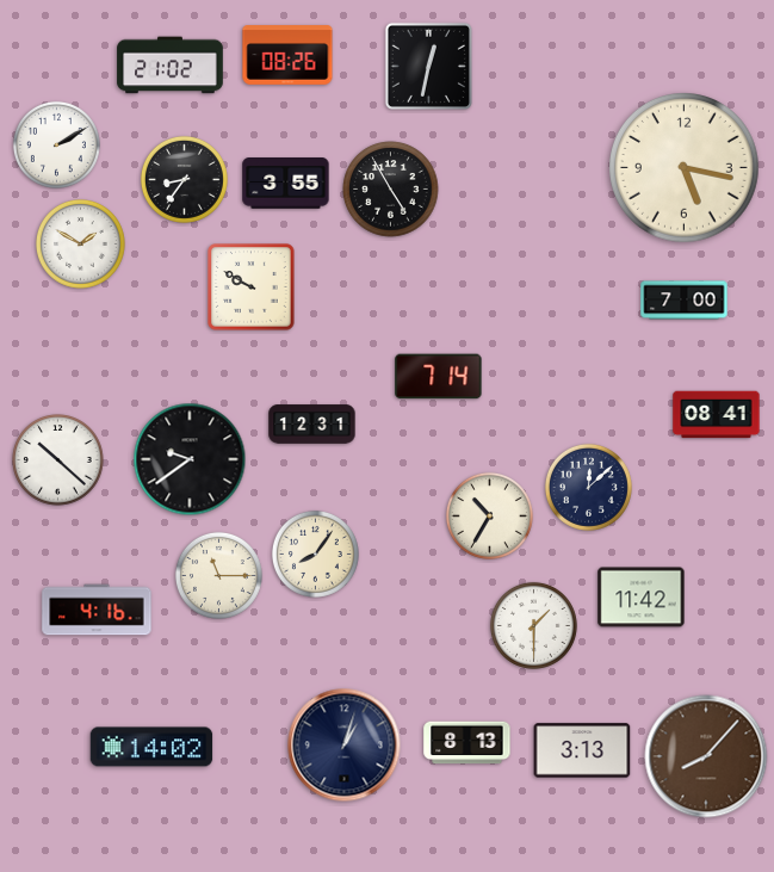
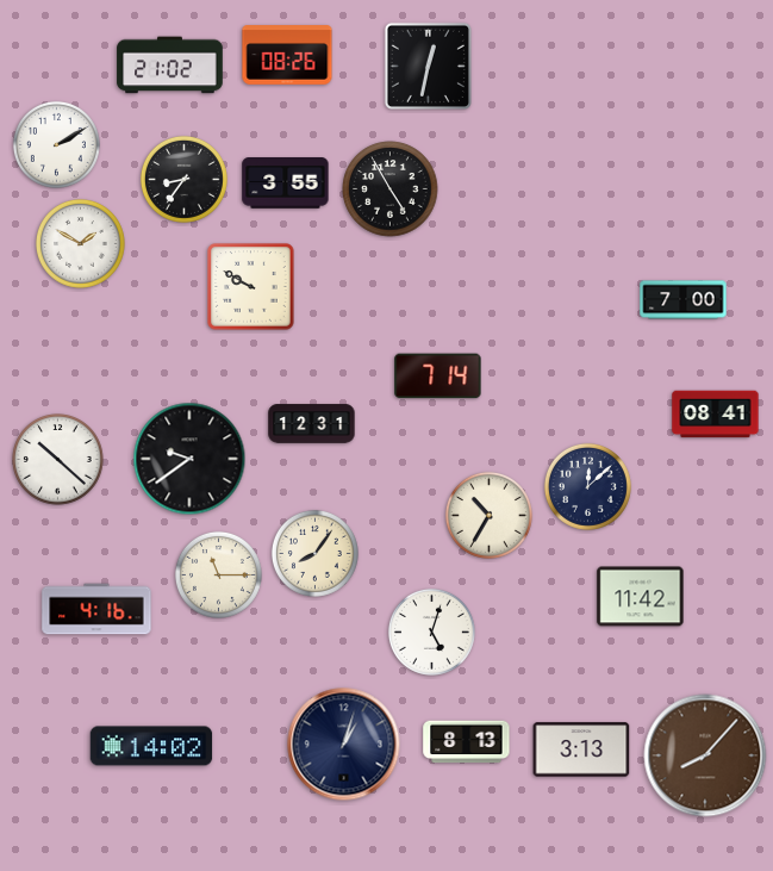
clock at (685, 168): 5:17 -> none
clock at (533, 625): 1:30 -> none
clock at (431, 632): none -> 5:03
